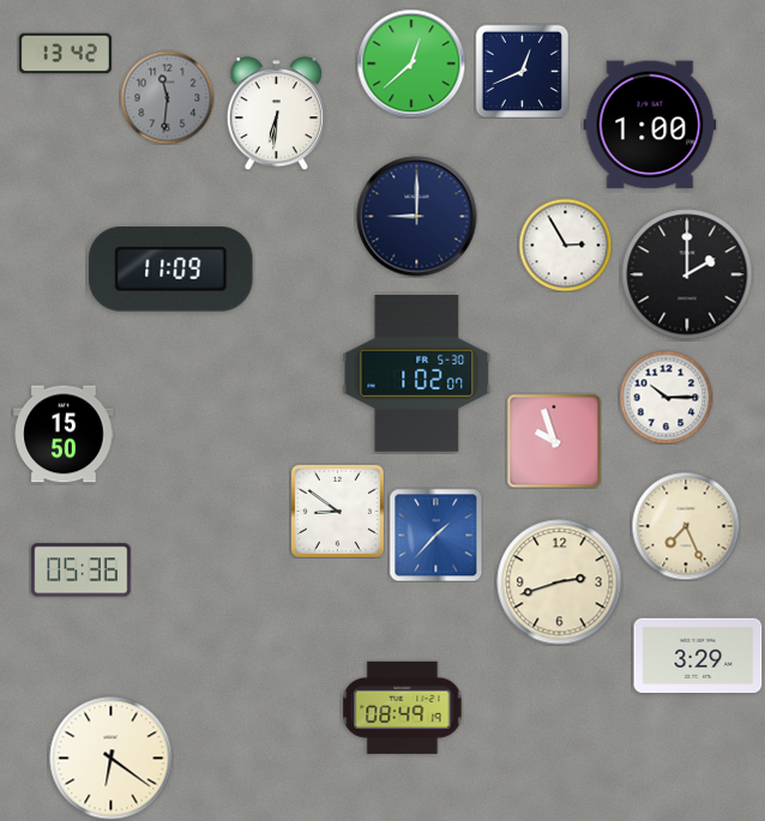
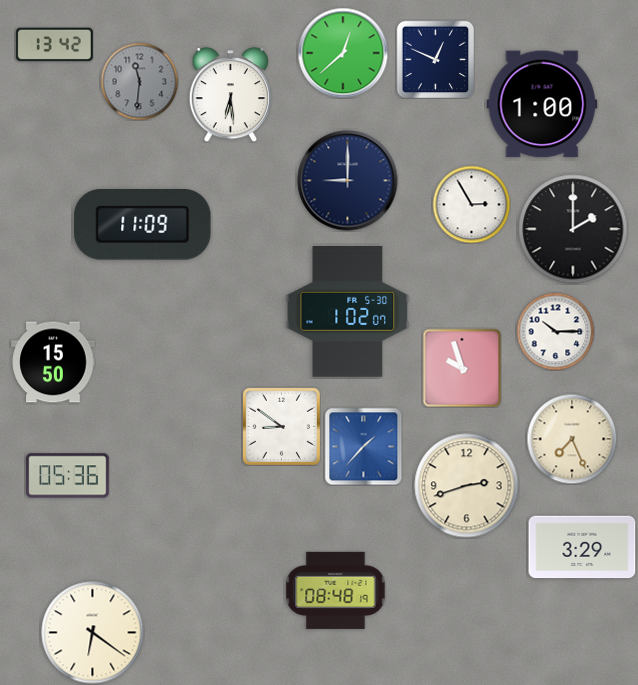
clock at (522, 71): 12:41 -> 12:49
clock at (276, 114): 6:31 -> 6:29
clock at (403, 707): 08:49 -> 08:48
